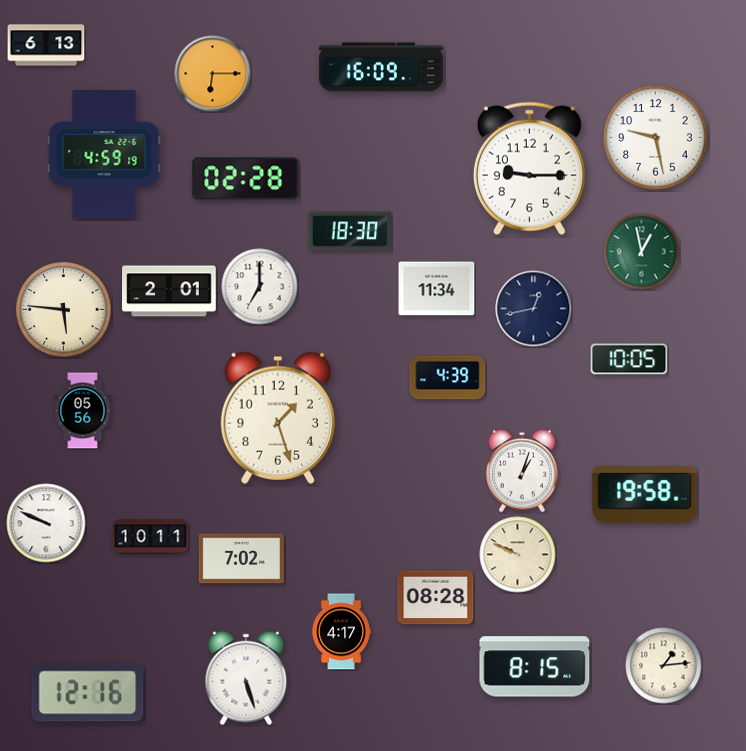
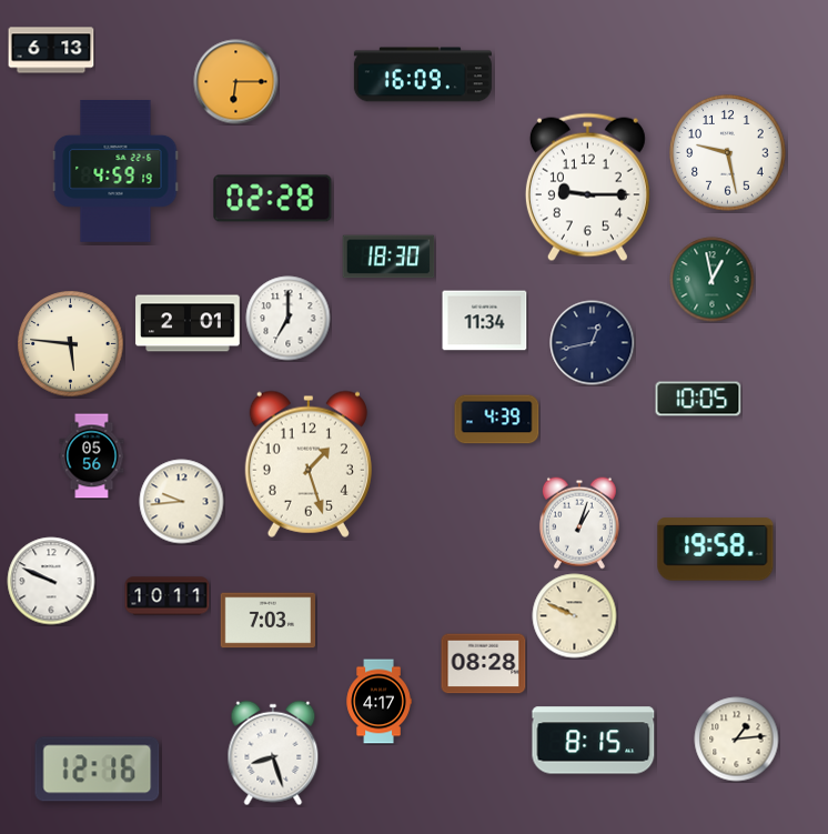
clock at (182, 502): none -> 9:44
clock at (241, 559): 7:02 -> 7:03
clock at (246, 678): 5:27 -> 8:27
